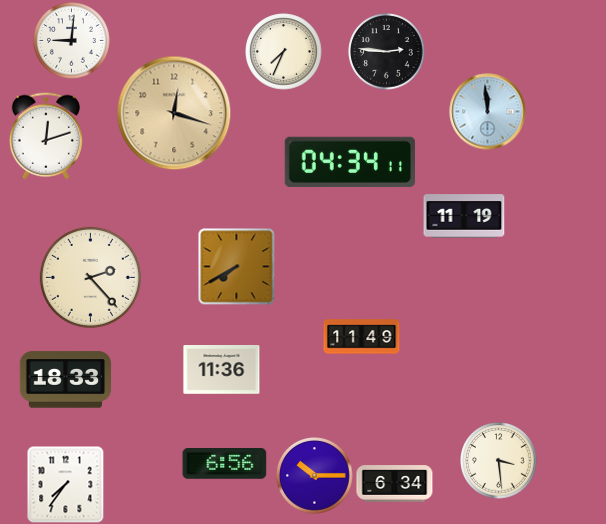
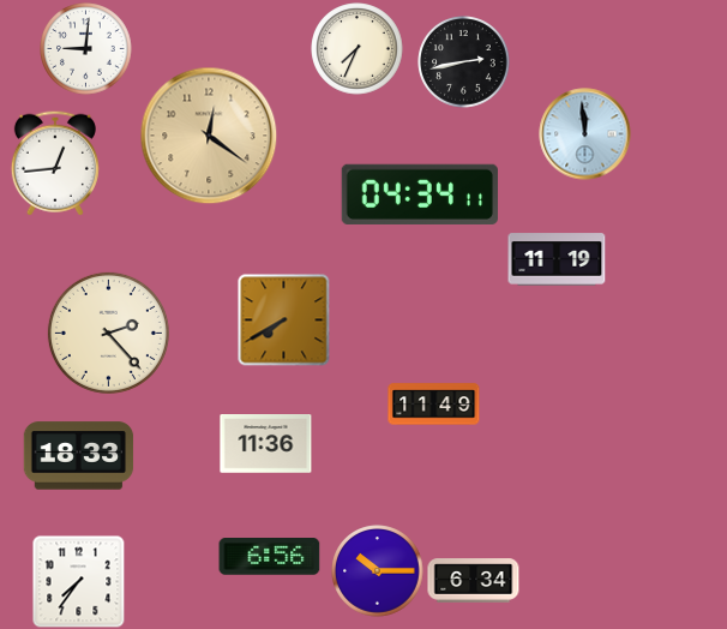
clock at (284, 52) position: (284, 52) -> (358, 49)
clock at (387, 52): 2:46 -> 2:43
clock at (174, 113): 12:18 -> 12:21
clock at (46, 136): 12:12 -> 12:44
clock at (499, 461): 3:29 -> none
